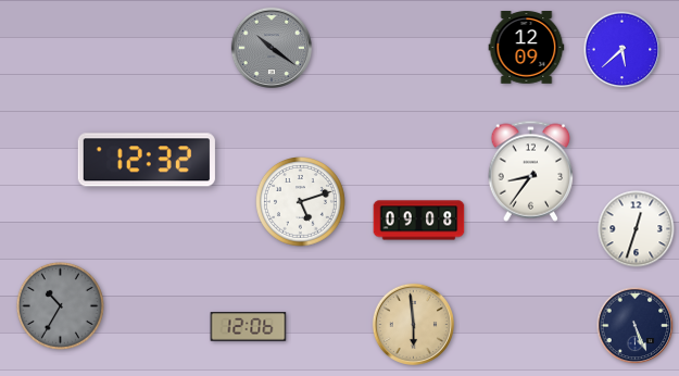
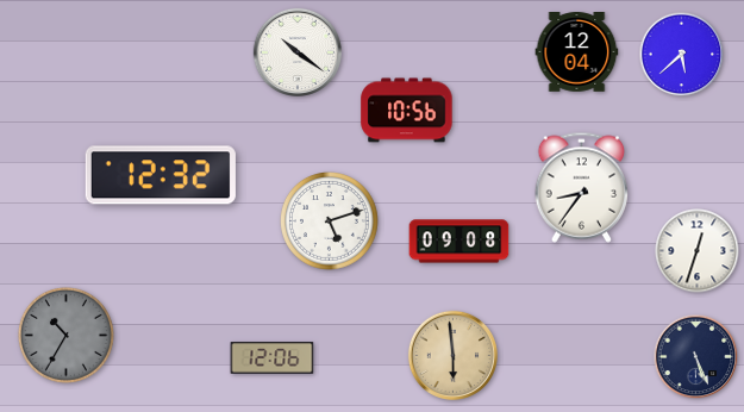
clock at (271, 47) dial: grey -> white
clock at (527, 48): 12:09 -> 12:04
clock at (407, 111): none -> 10:56
